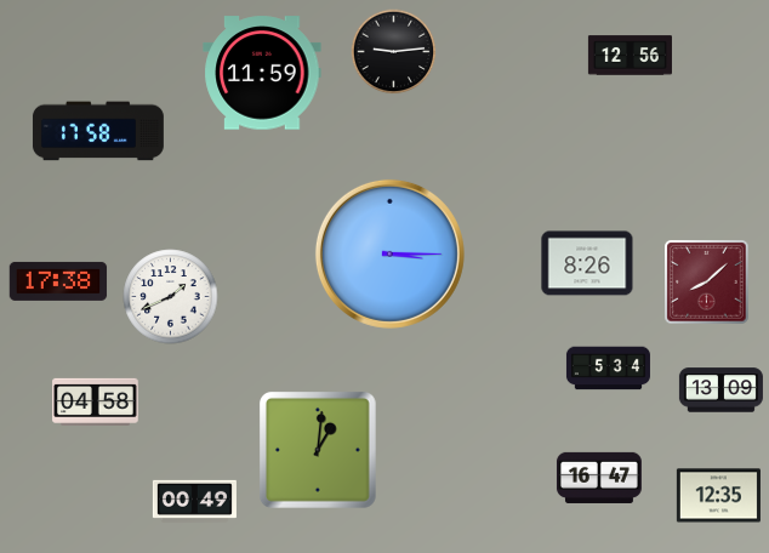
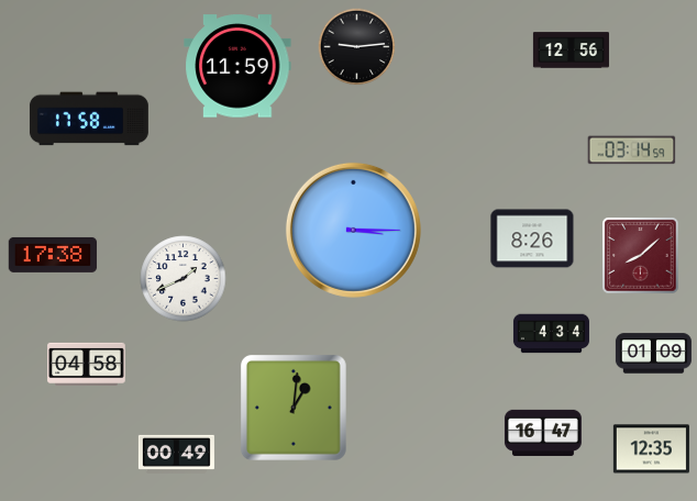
clock at (632, 151): none -> 03:14
clock at (171, 297) position: (171, 297) -> (184, 279)
clock at (608, 369): 5:34 -> 4:34
clock at (720, 390): 13:09 -> 01:09
clock at (318, 450) position: (318, 450) -> (294, 408)
